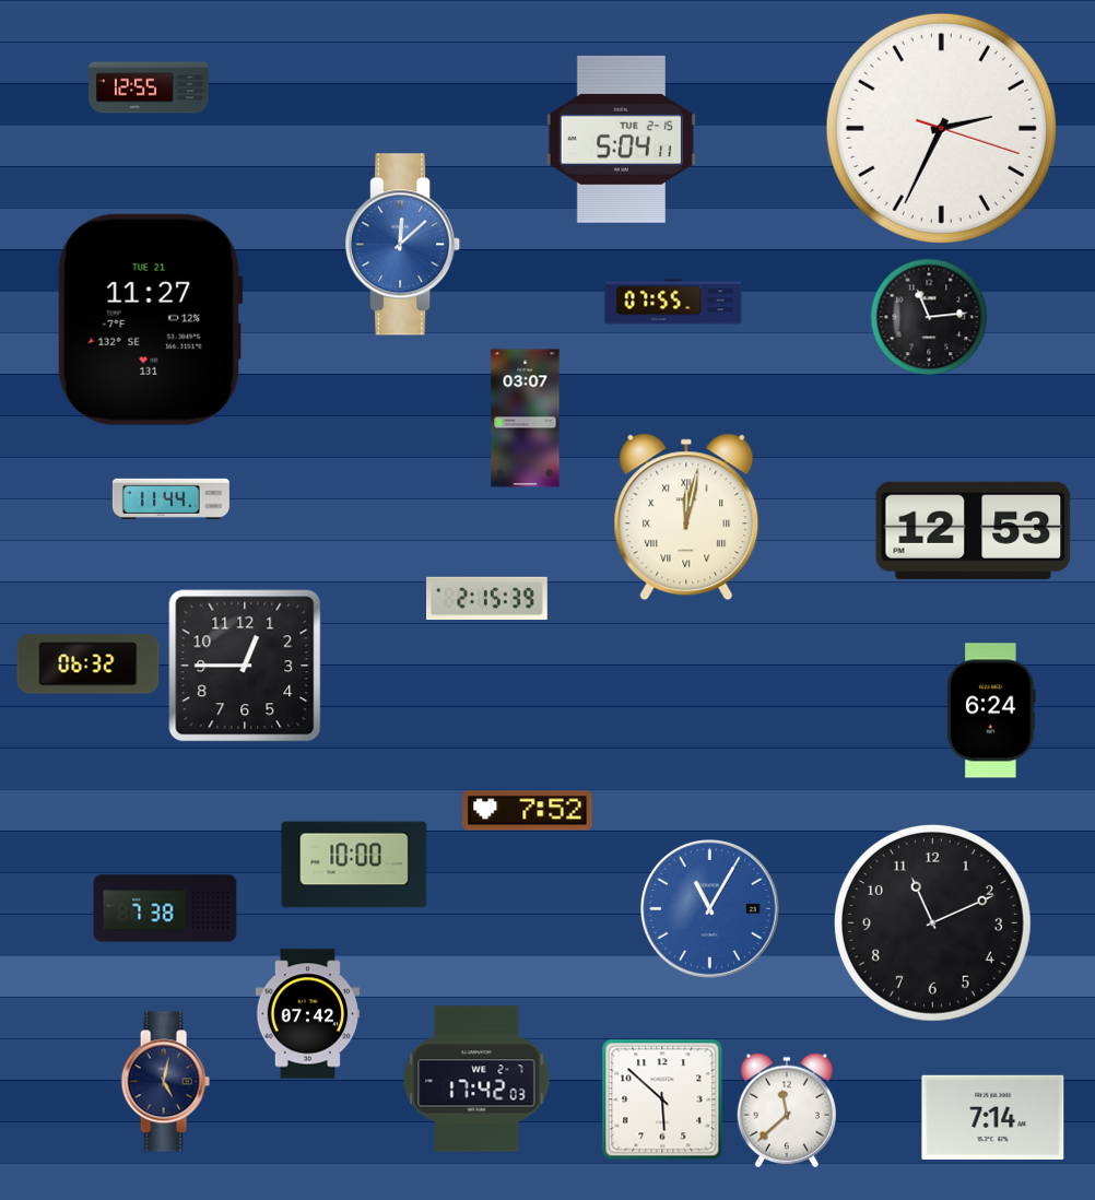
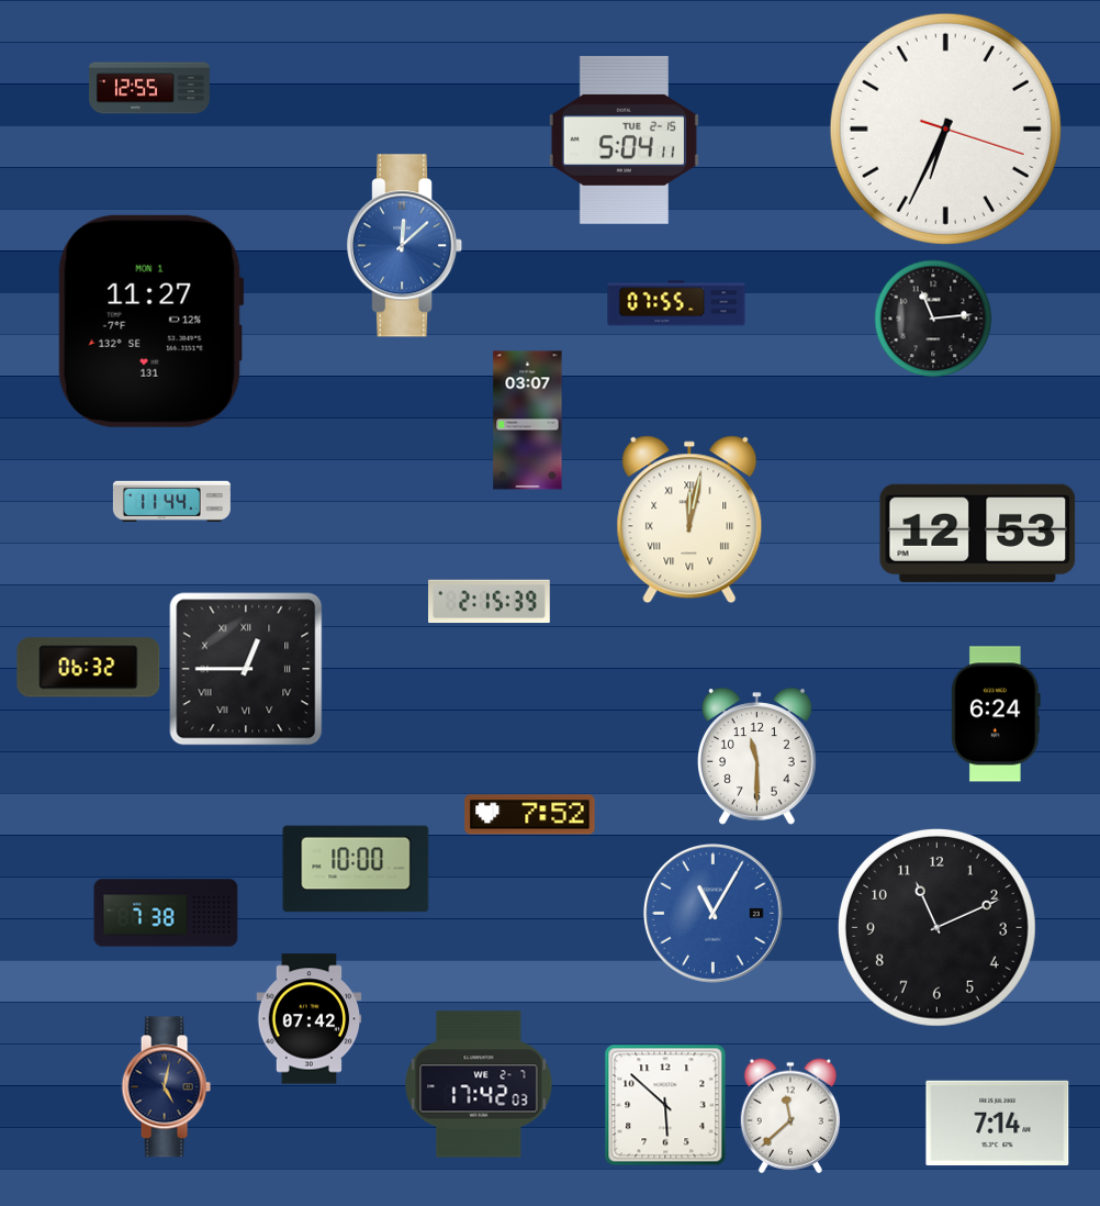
clock at (941, 128): 2:34 -> 6:34
clock at (150, 319) date: TUE 21 -> MON 1
clock at (245, 666) numerals: Arabic -> Roman
clock at (757, 757): none -> 11:30
